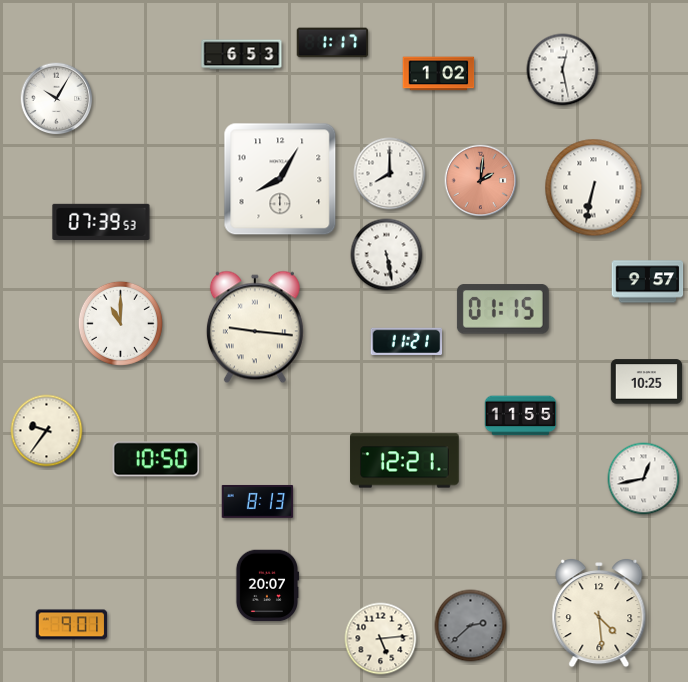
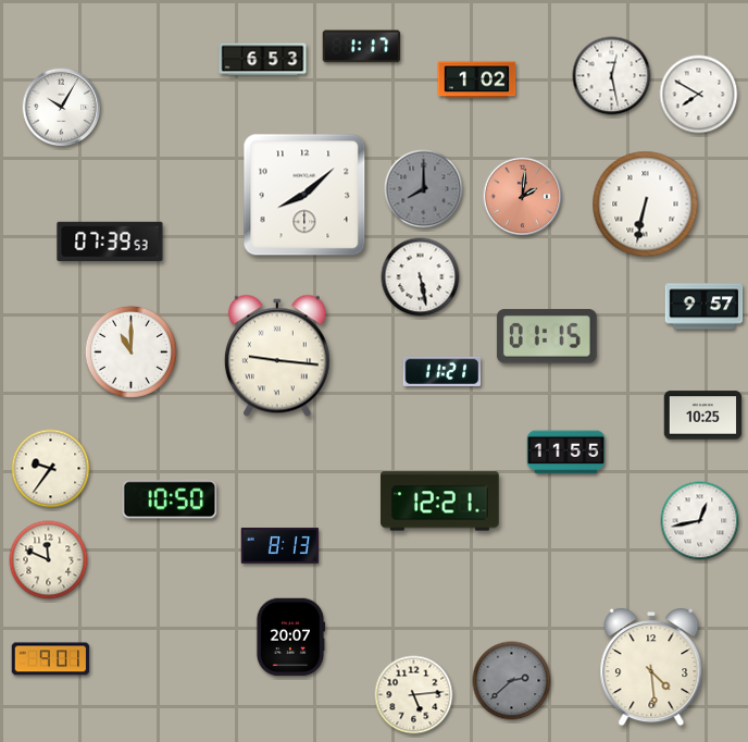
clock at (699, 95): none -> 7:50
clock at (390, 174) dial: white -> grey
clock at (280, 179): 8:05 -> 8:08
clock at (49, 560): none -> 11:49
clock at (72, 625) position: (72, 625) -> (51, 659)
